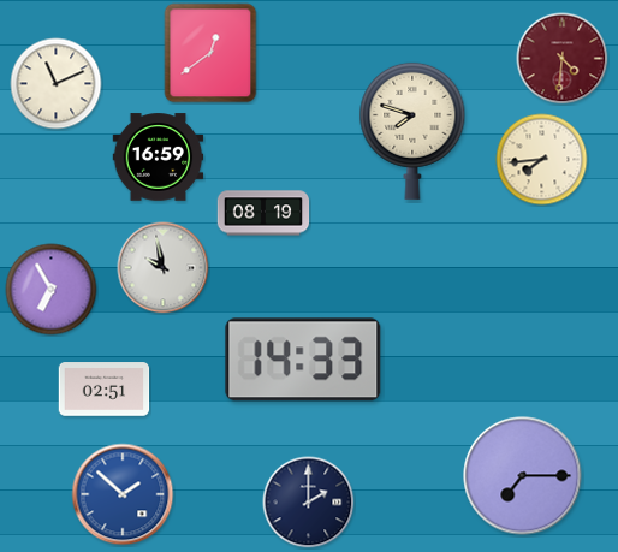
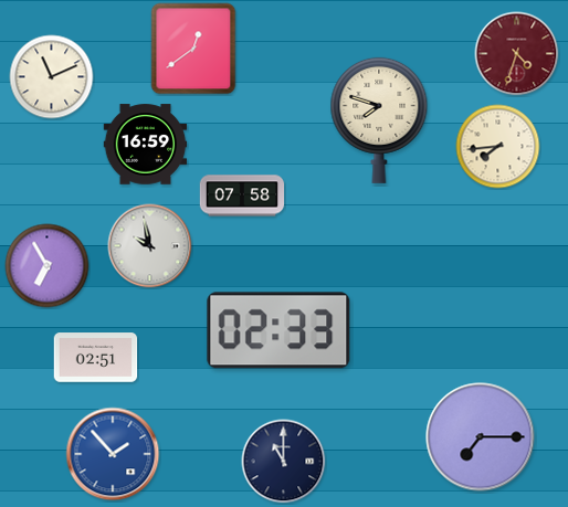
clock at (563, 59): 4:31 -> 4:33
clock at (263, 213): 08:19 -> 07:58
clock at (303, 360): 14:33 -> 02:33
clock at (123, 494): 1:52 -> 1:53
clock at (309, 503): 2:00 -> 11:00
